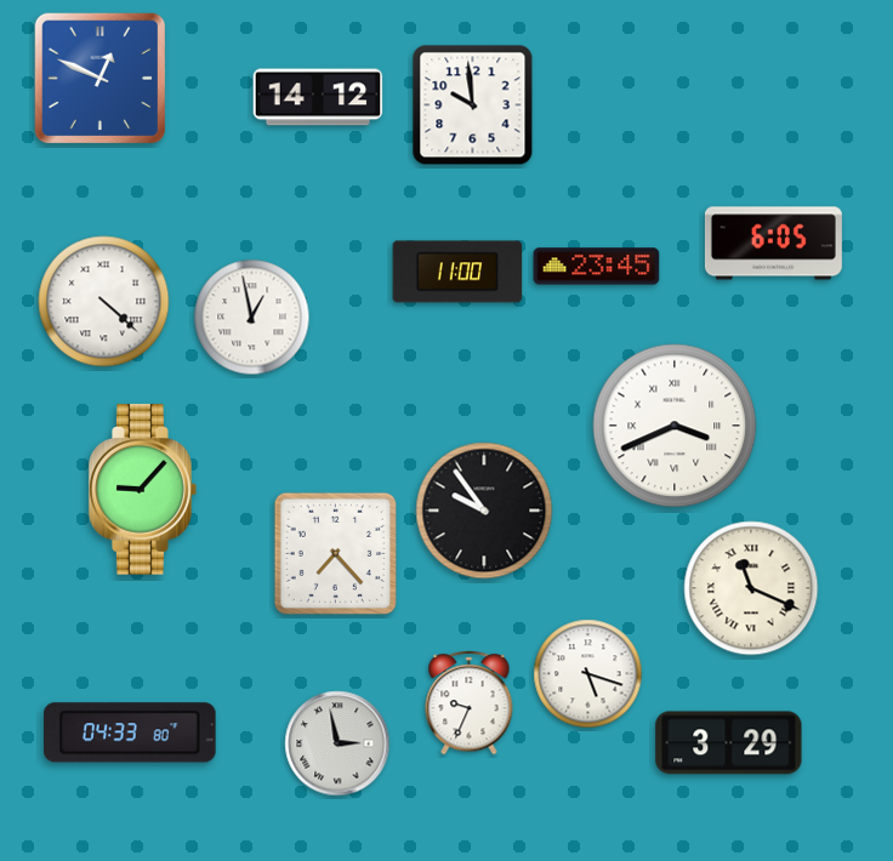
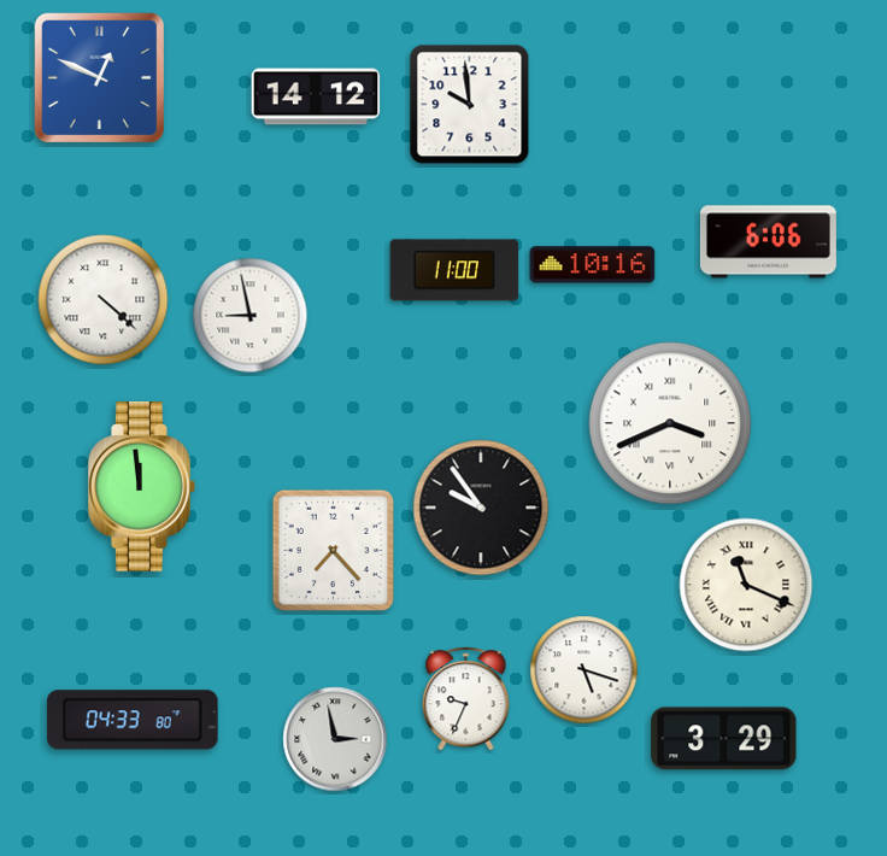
clock at (773, 244): 6:05 -> 6:06
clock at (597, 267): 23:45 -> 10:16
clock at (252, 318): 12:58 -> 8:58
clock at (143, 490): 9:07 -> 11:59
clock at (130, 732) position: (130, 732) -> (133, 720)
